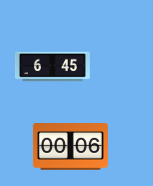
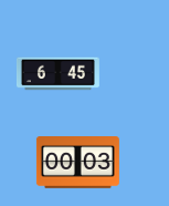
clock at (70, 147): 00:06 -> 00:03
